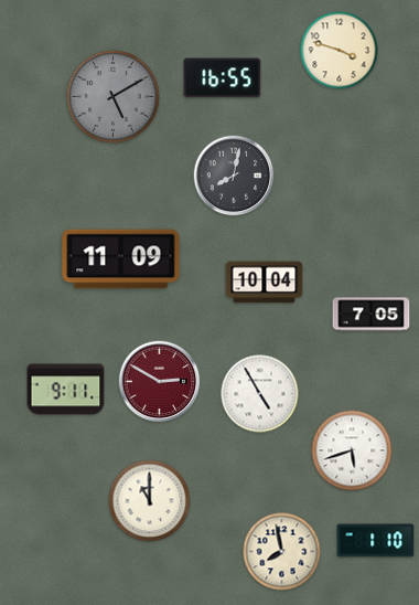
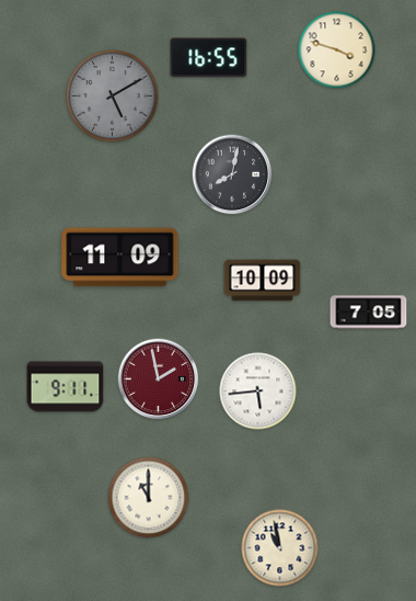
clock at (223, 78) position: (223, 78) -> (209, 58)
clock at (265, 283): 10:04 -> 10:09
clock at (160, 382): 2:50 -> 1:58
clock at (260, 394): 4:55 -> 5:44
clock at (352, 450): 5:42 -> none
clock at (376, 541): 1:10 -> none
clock at (282, 552): 7:58 -> 10:58
